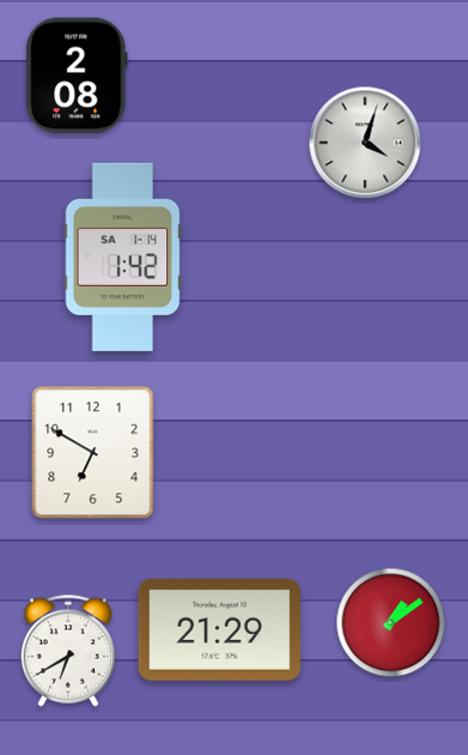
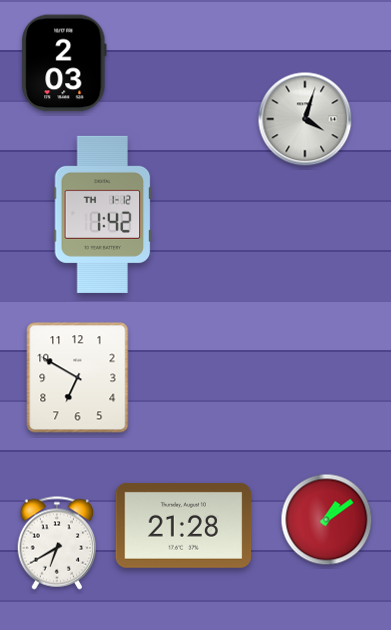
clock at (77, 75): 2:08 -> 2:03
clock at (123, 256) date: SA 1-14 -> TH 1-12
clock at (220, 629): 21:29 -> 21:28
